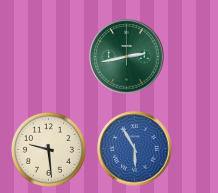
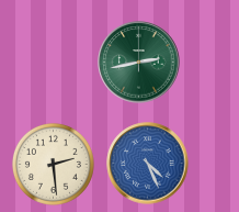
clock at (48, 149): 9:29 -> 2:29
clock at (135, 149): 5:55 -> 4:26
